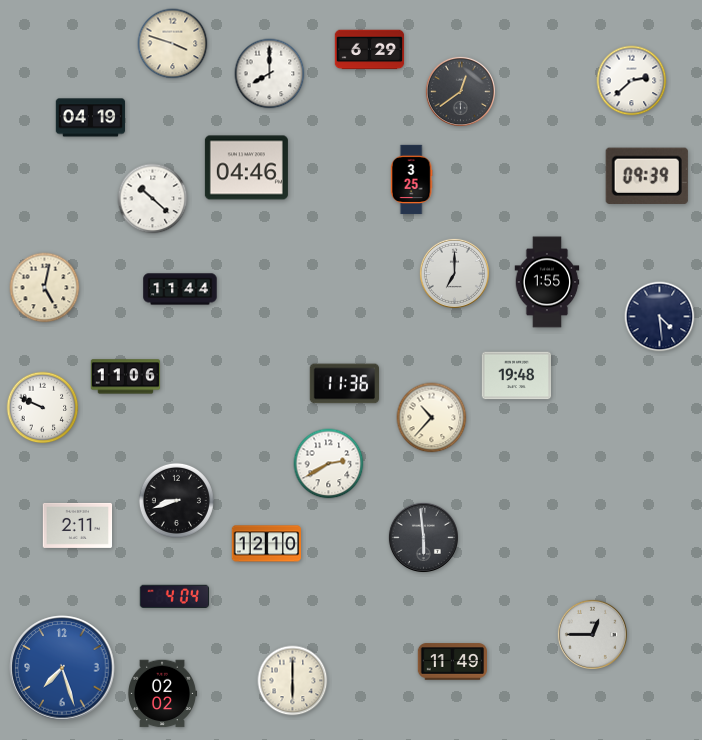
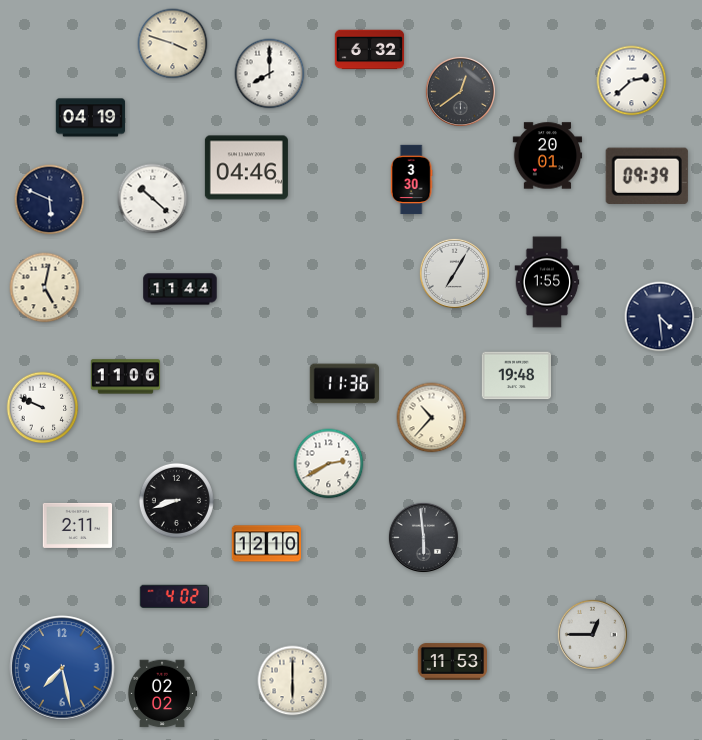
clock at (370, 50): 6:29 -> 6:32
clock at (548, 156): none -> 20:01
clock at (411, 180): 3:25 -> 3:30
clock at (50, 200): none -> 5:49
clock at (454, 273): 7:00 -> 7:05
clock at (174, 596): 4:04 -> 4:02
clock at (452, 662): 11:49 -> 11:53
clock at (62, 668): 7:27 -> 7:28
